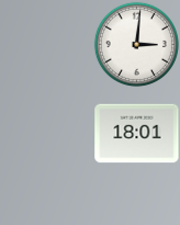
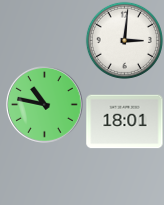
clock at (45, 105): none -> 10:47
